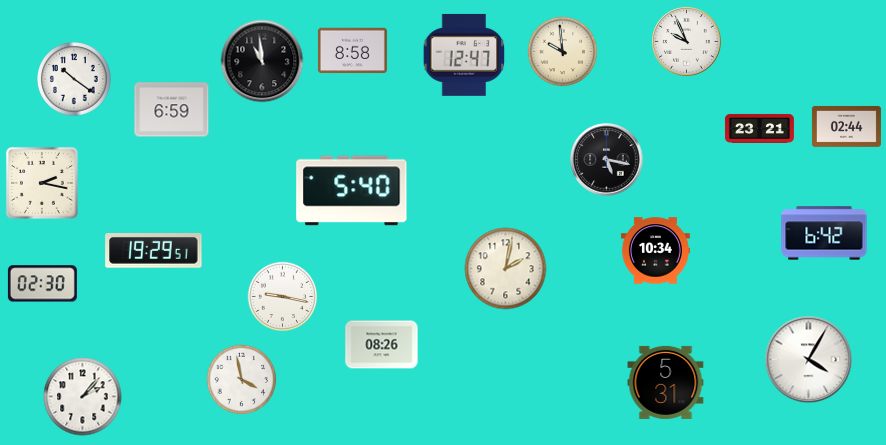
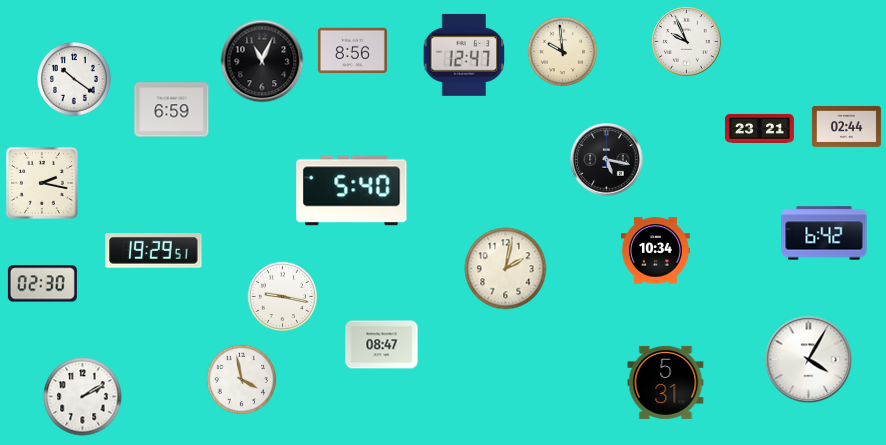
clock at (352, 51): 8:58 -> 8:56
clock at (262, 61): 10:59 -> 11:04
clock at (382, 345): 08:26 -> 08:47
clock at (83, 397): 2:07 -> 2:10
